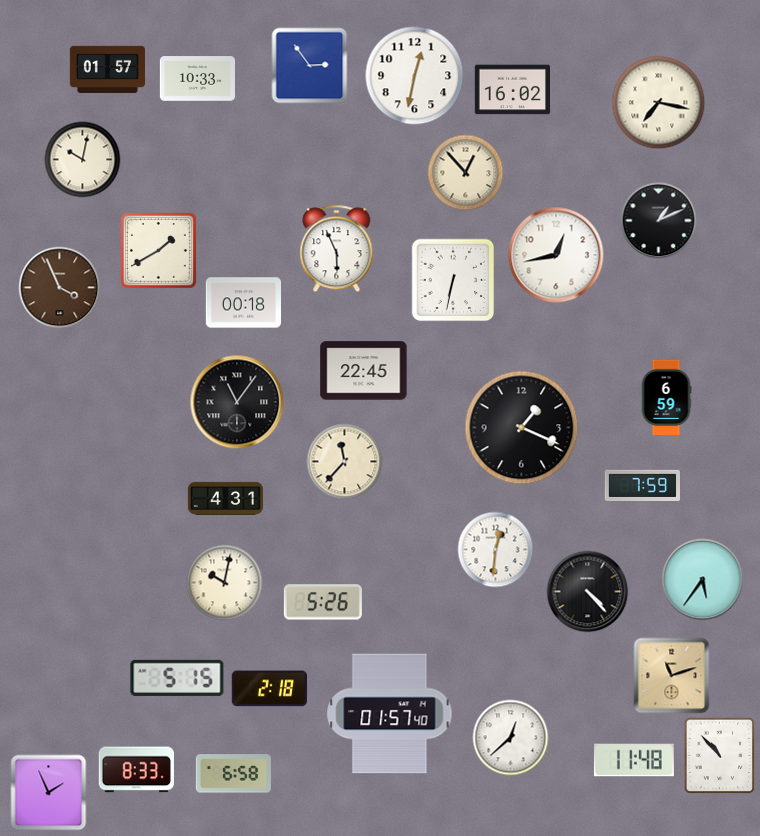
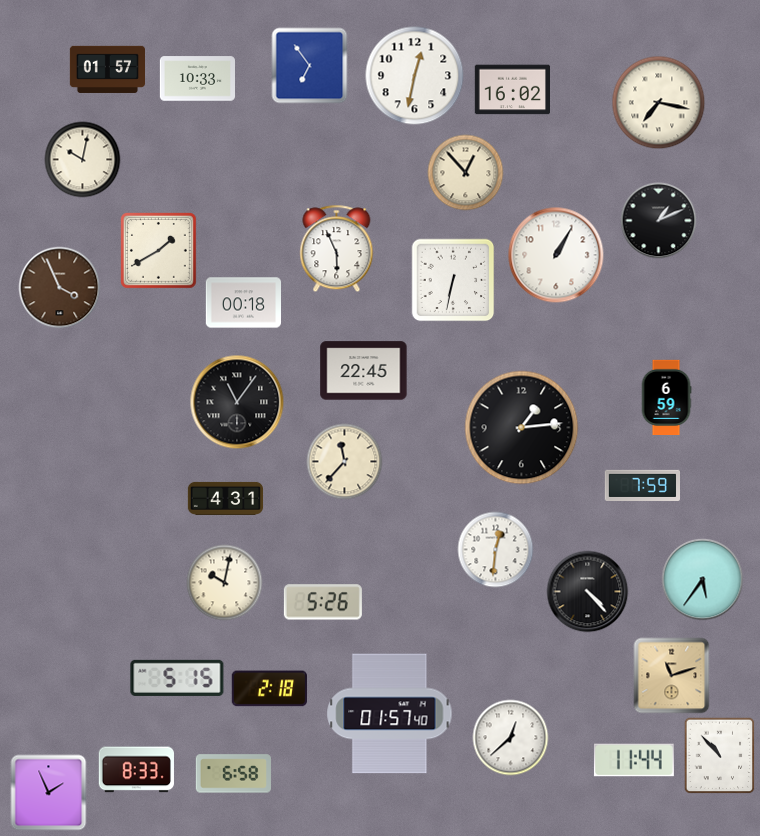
clock at (310, 66): 2:54 -> 6:54
clock at (556, 255): 12:43 -> 1:05
clock at (522, 428): 1:19 -> 1:14
clock at (634, 760): 11:48 -> 11:44
